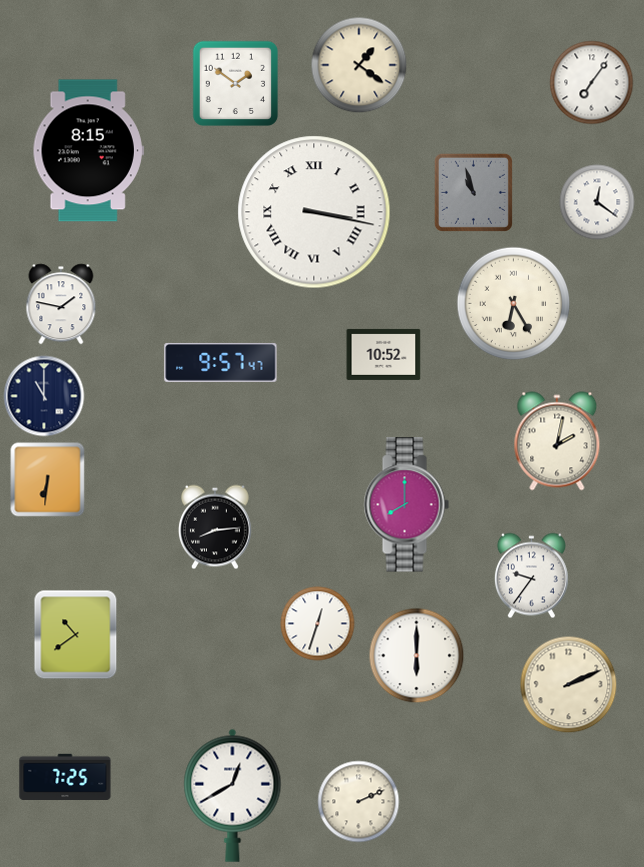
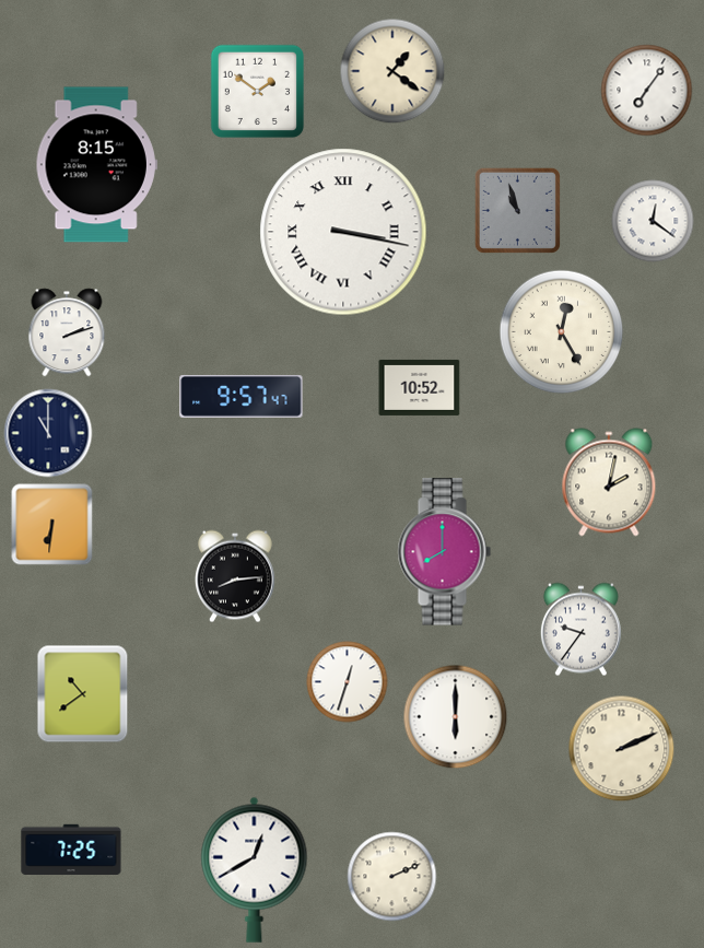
clock at (61, 304): 1:47 -> 2:12
clock at (514, 304): 6:25 -> 12:25
